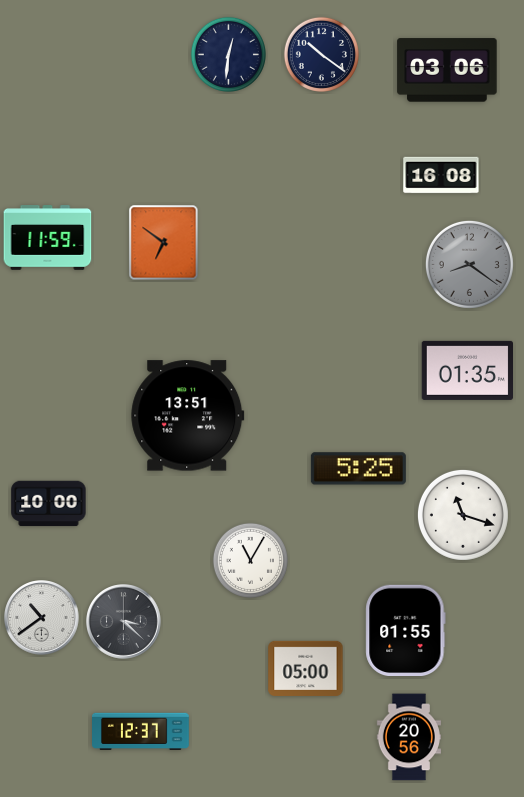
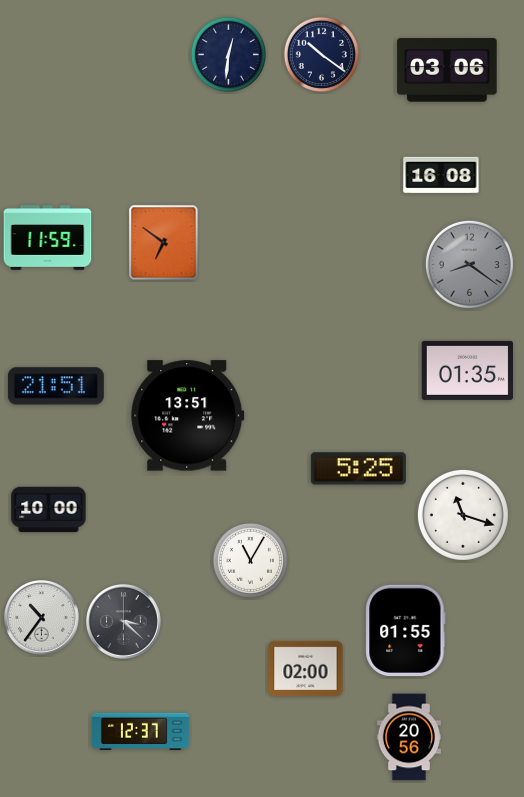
clock at (56, 386): none -> 21:51
clock at (49, 504) position: (49, 504) -> (49, 510)
clock at (42, 618): 10:39 -> 10:36
clock at (306, 668): 05:00 -> 02:00
